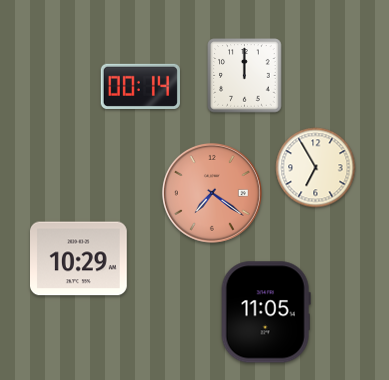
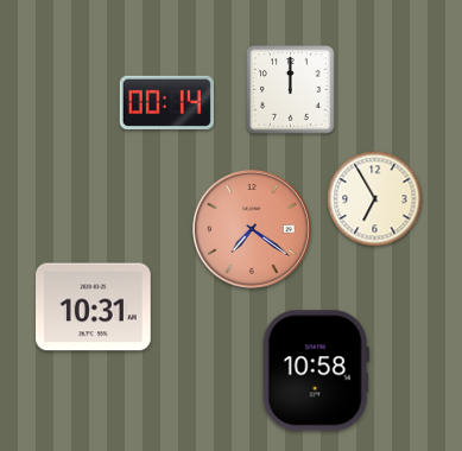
clock at (79, 259): 10:29 -> 10:31
clock at (266, 312): 11:05 -> 10:58
